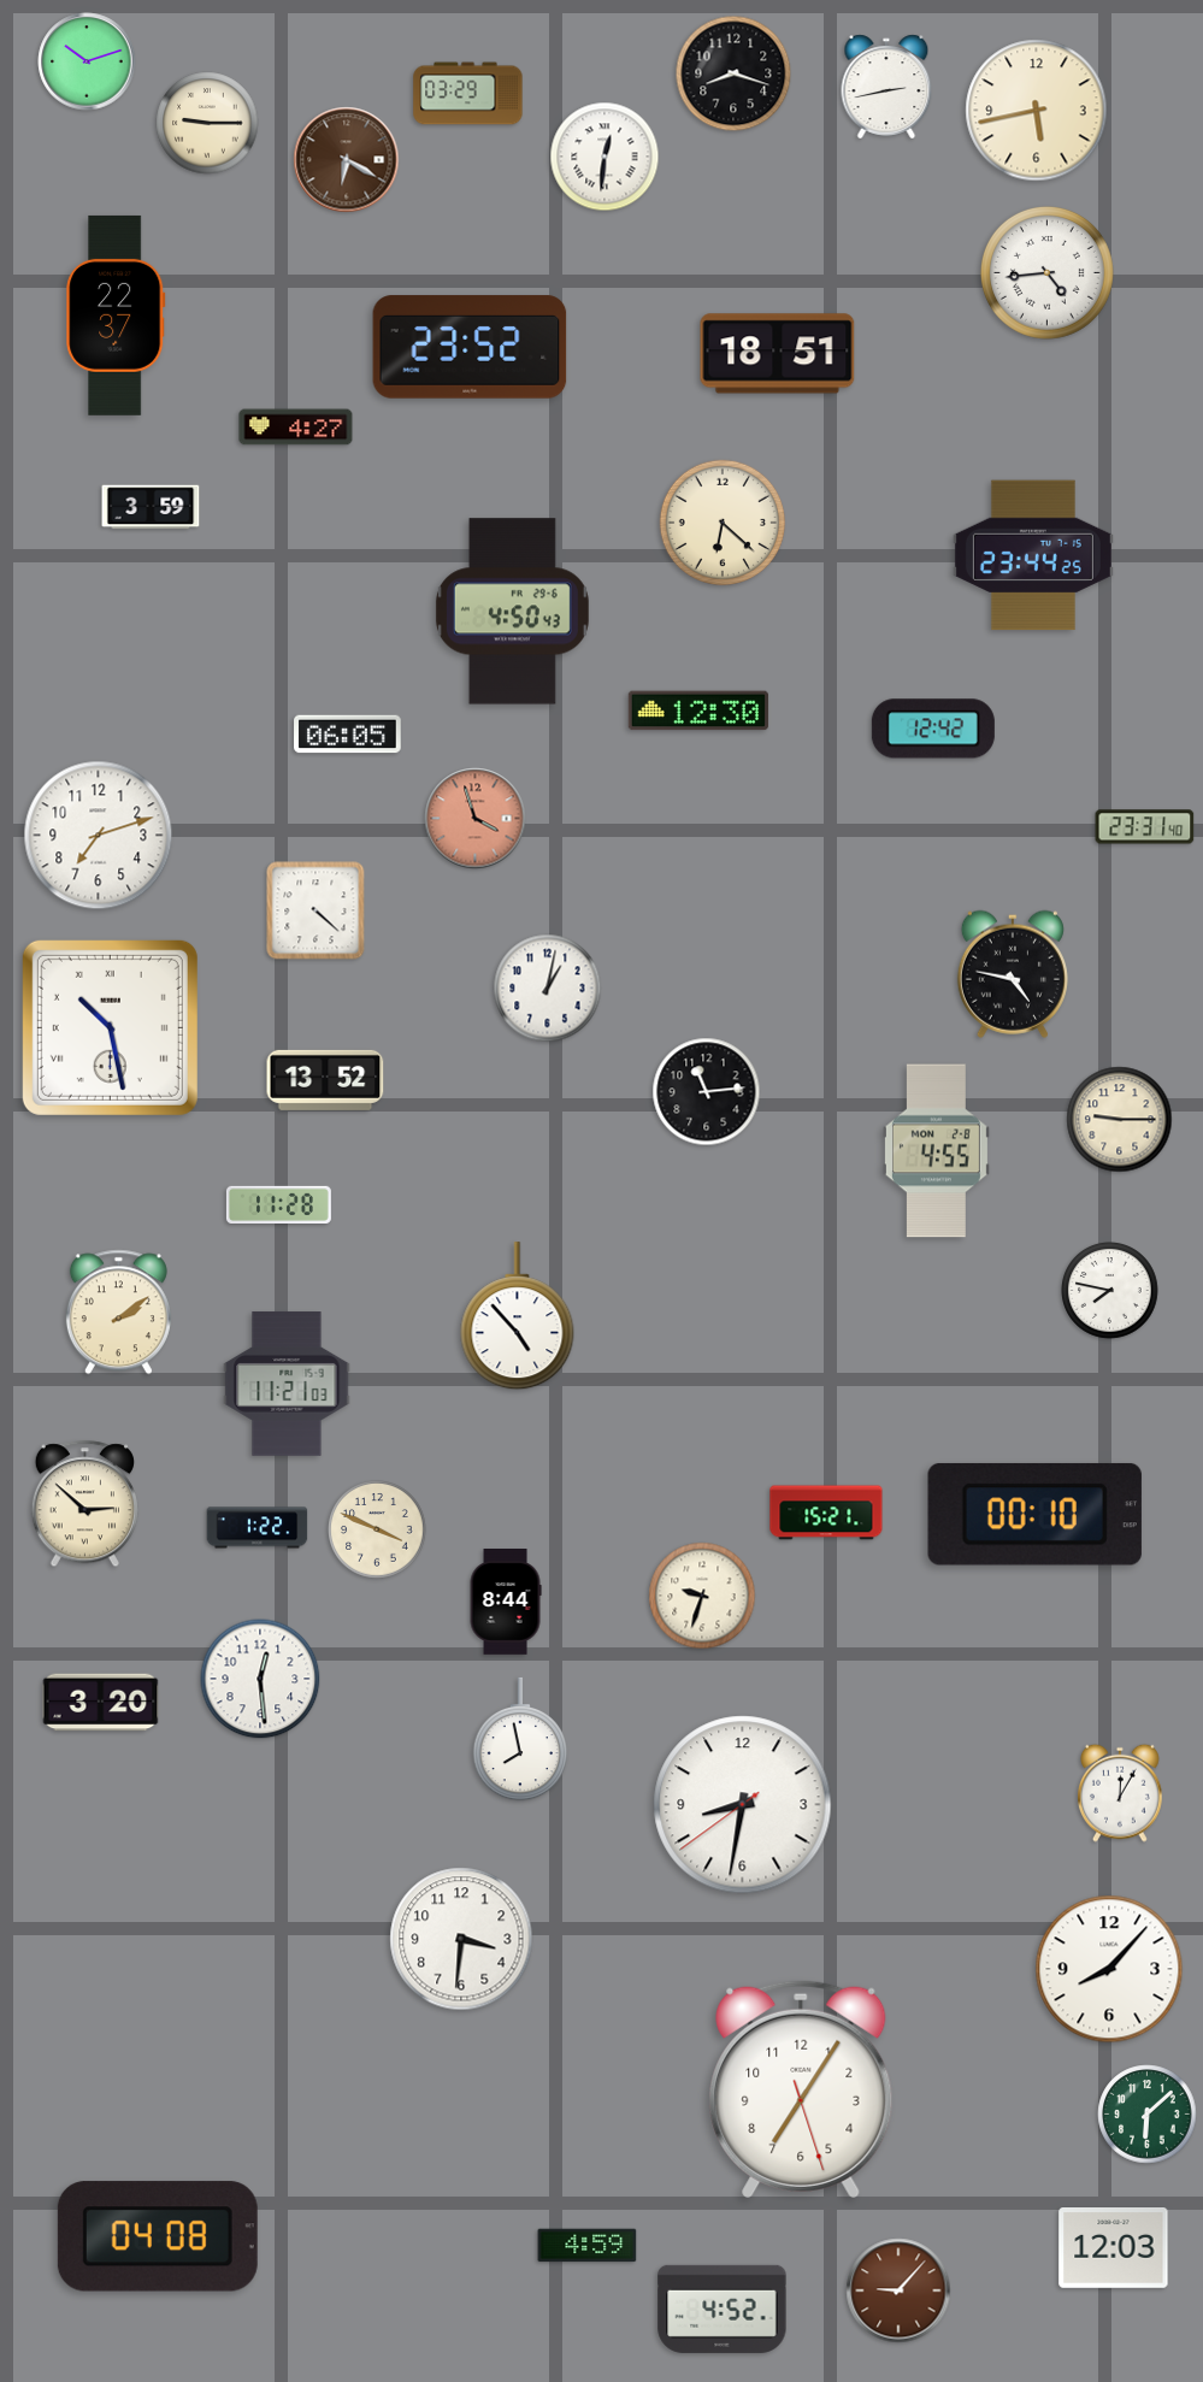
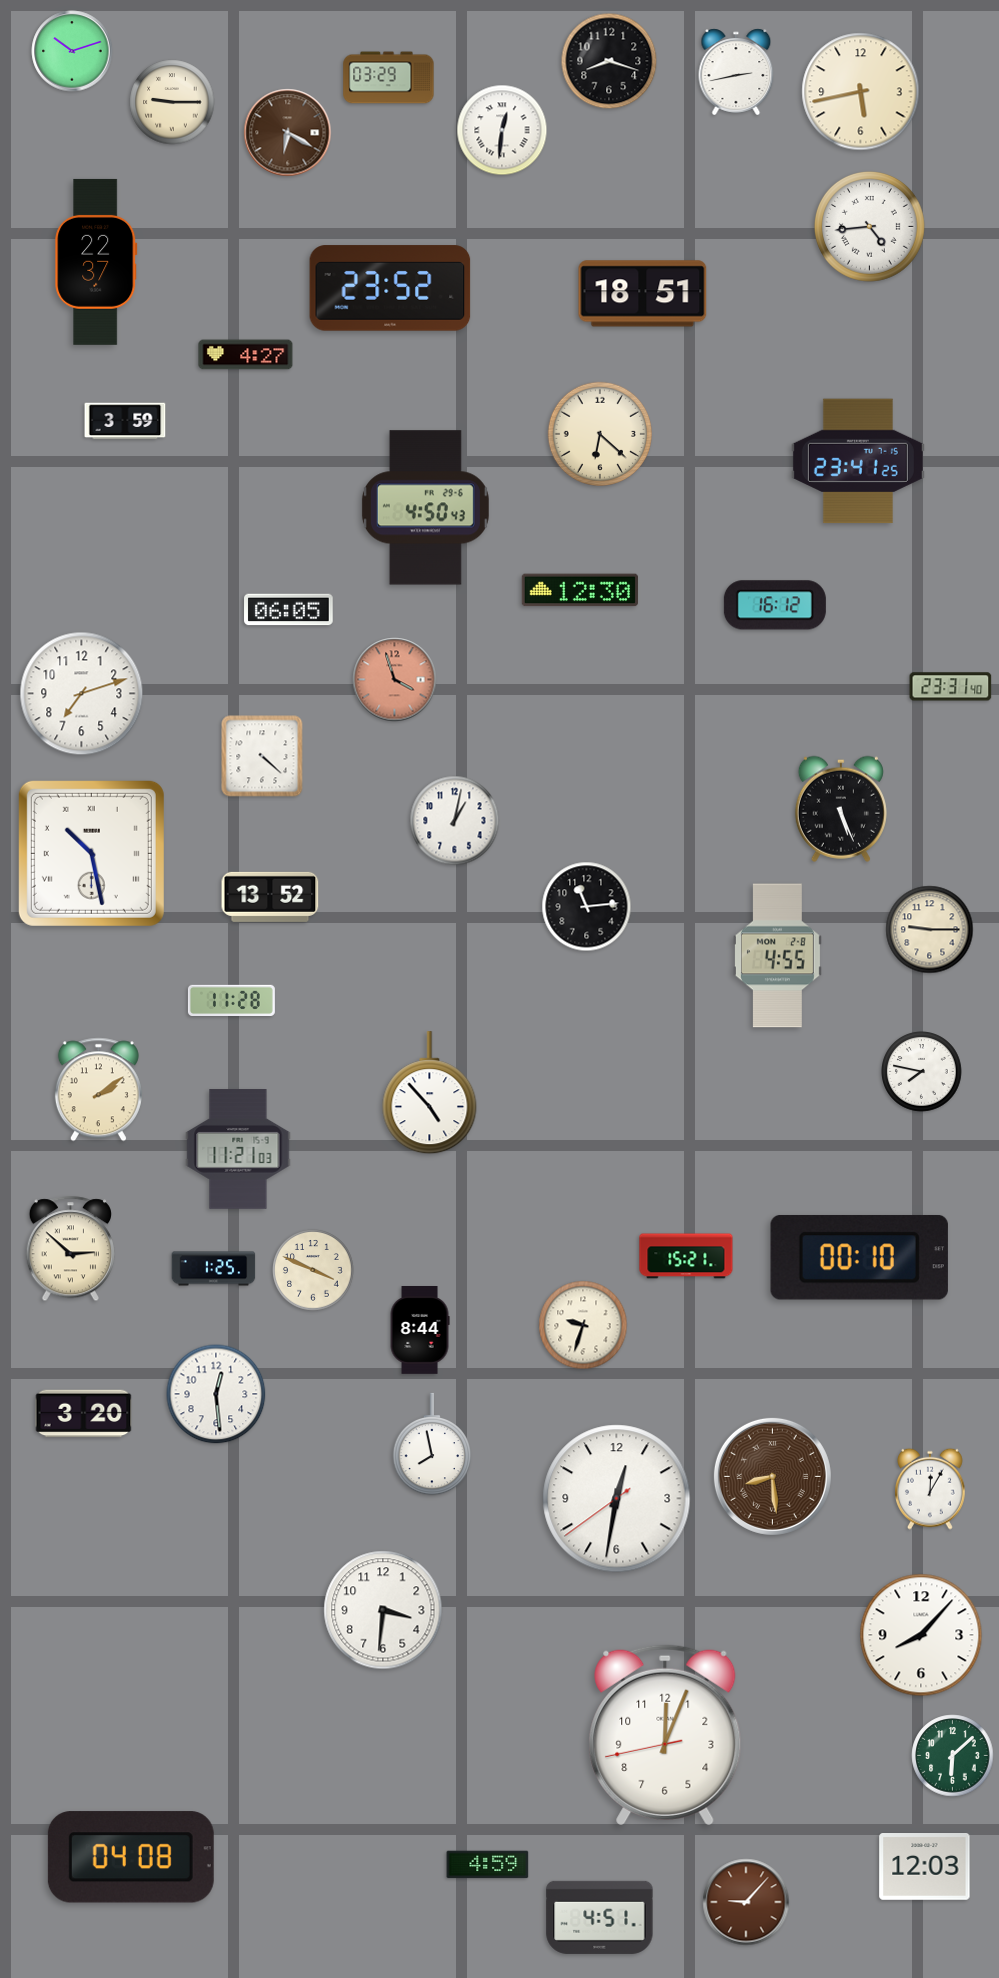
clock at (778, 354) position: (778, 354) -> (643, 294)
clock at (1033, 555): 23:44 -> 23:41
clock at (933, 729): 12:42 -> 16:12
clock at (1013, 974): 4:47 -> 5:26
clock at (258, 1528): 1:22 -> 1:25
clock at (772, 1476): none -> 8:29
clock at (743, 1805): 8:31 -> 12:31
clock at (801, 2089): 7:05 -> 12:03
clock at (723, 2309): 4:52 -> 4:51
